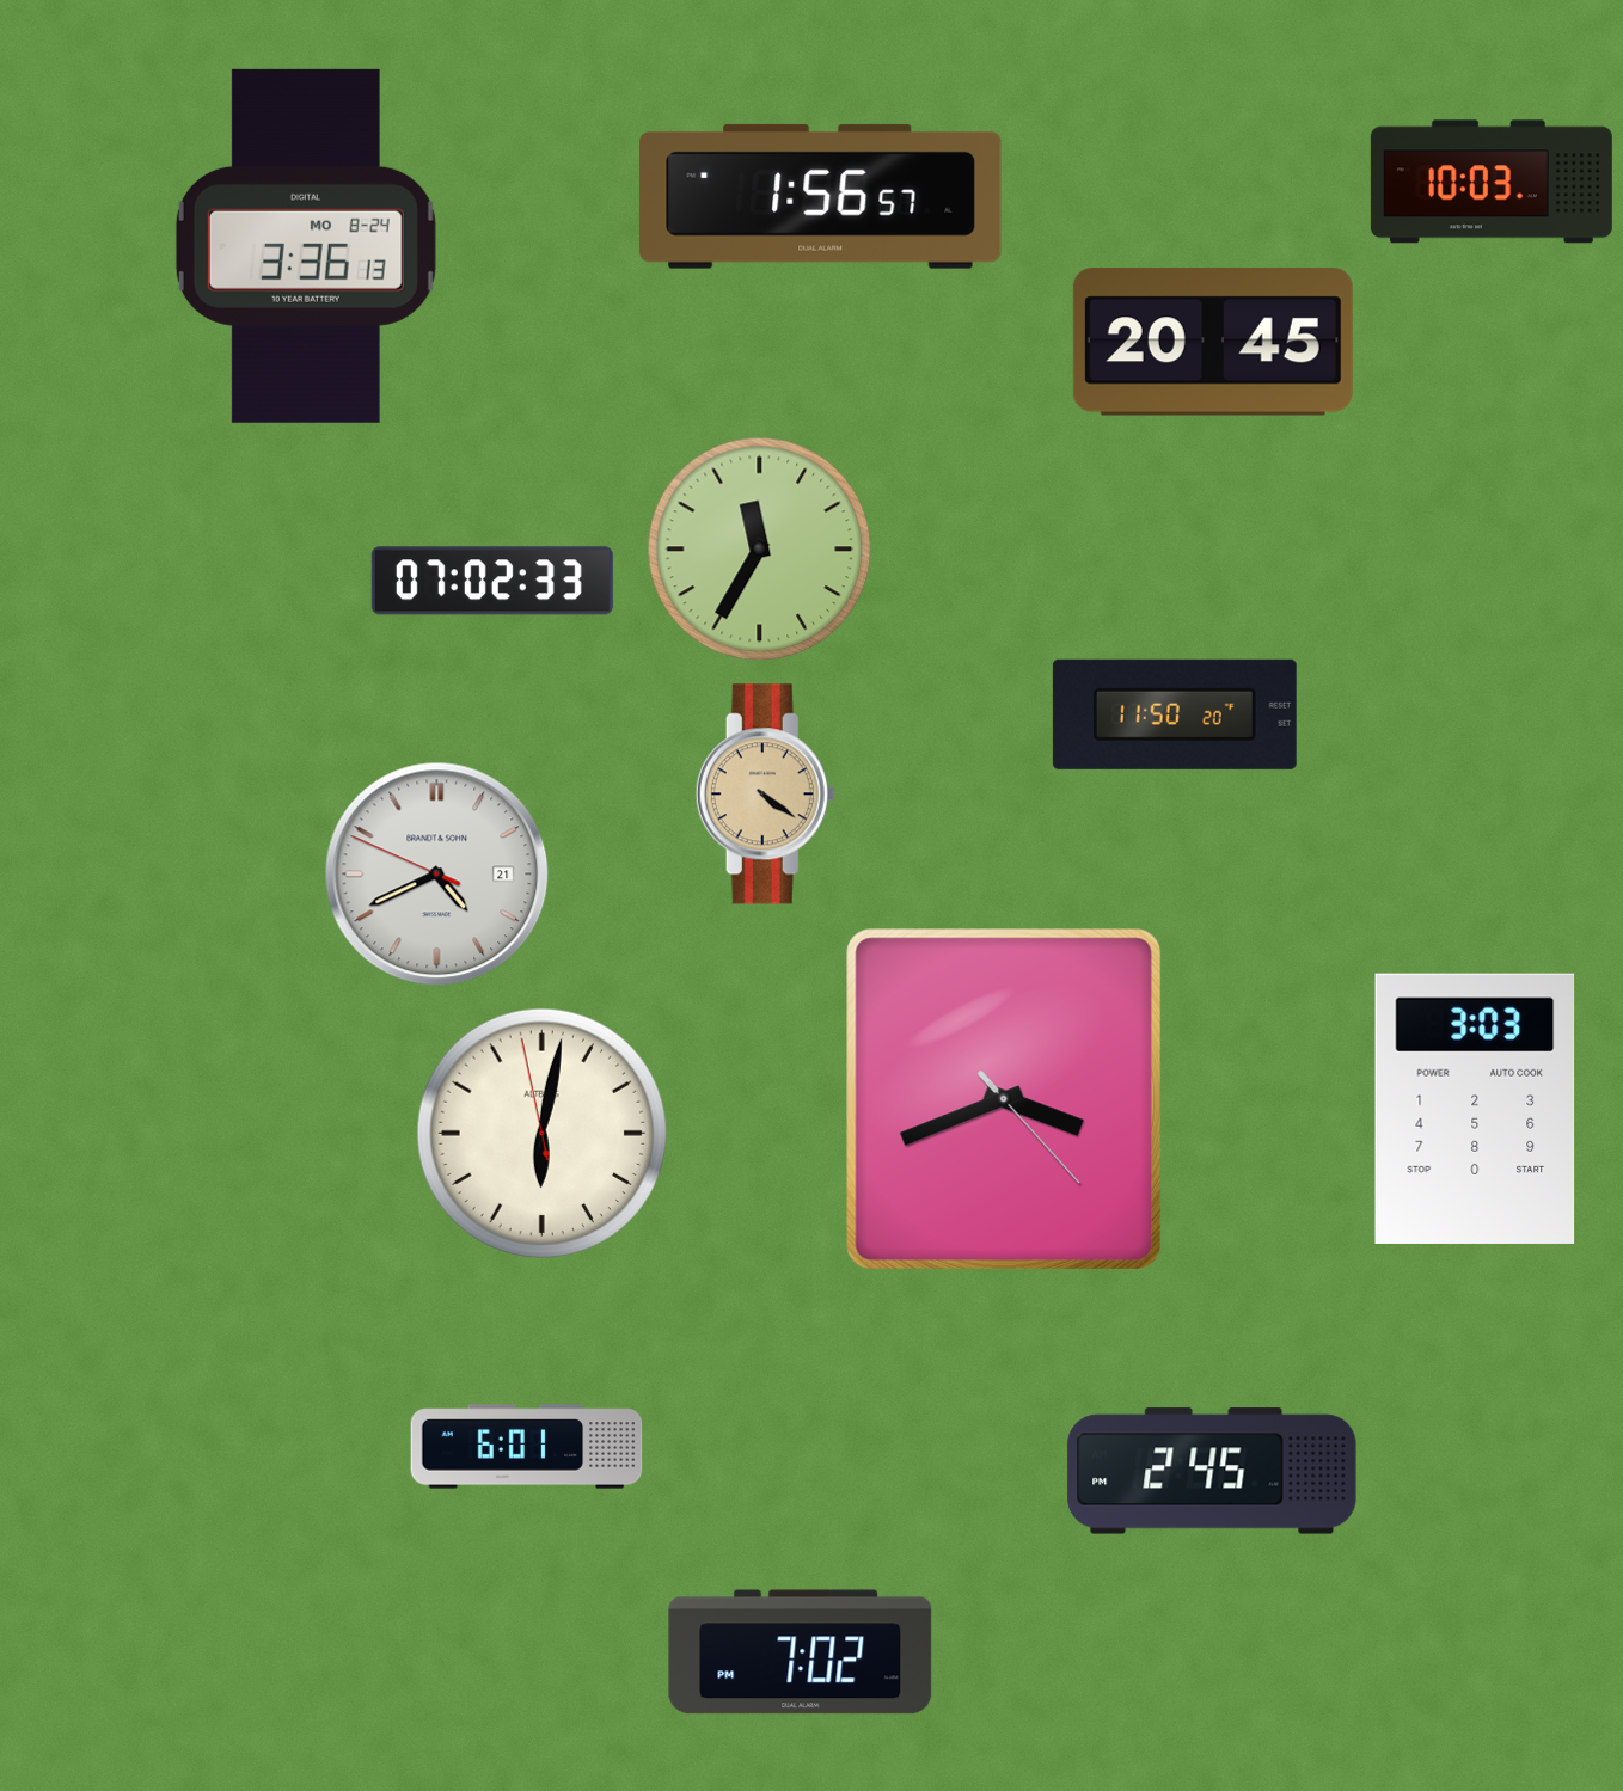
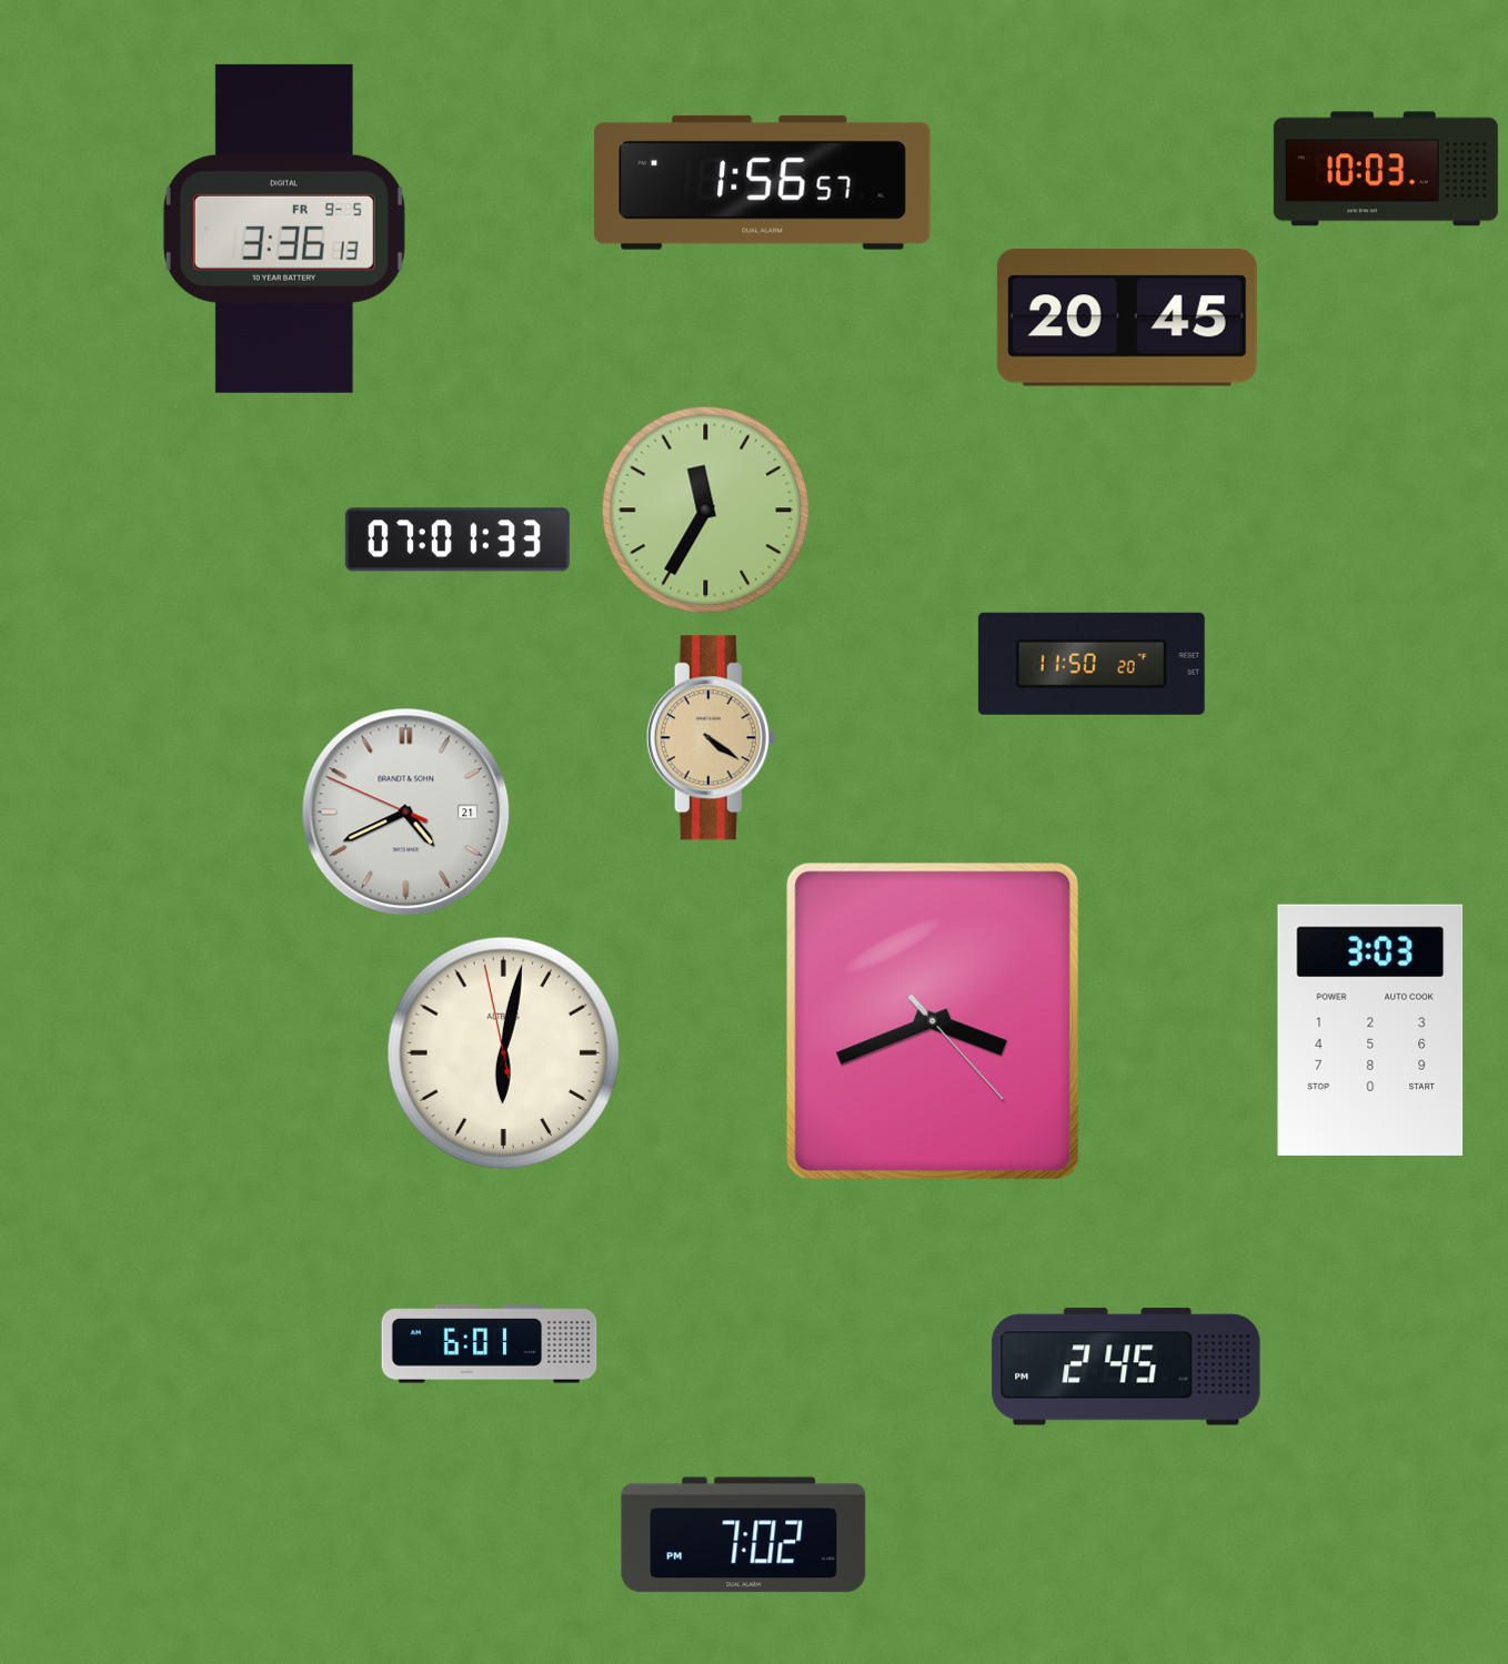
clock at (306, 246) date: MO 8-24 -> FR 9-5
clock at (492, 581): 07:02 -> 07:01
